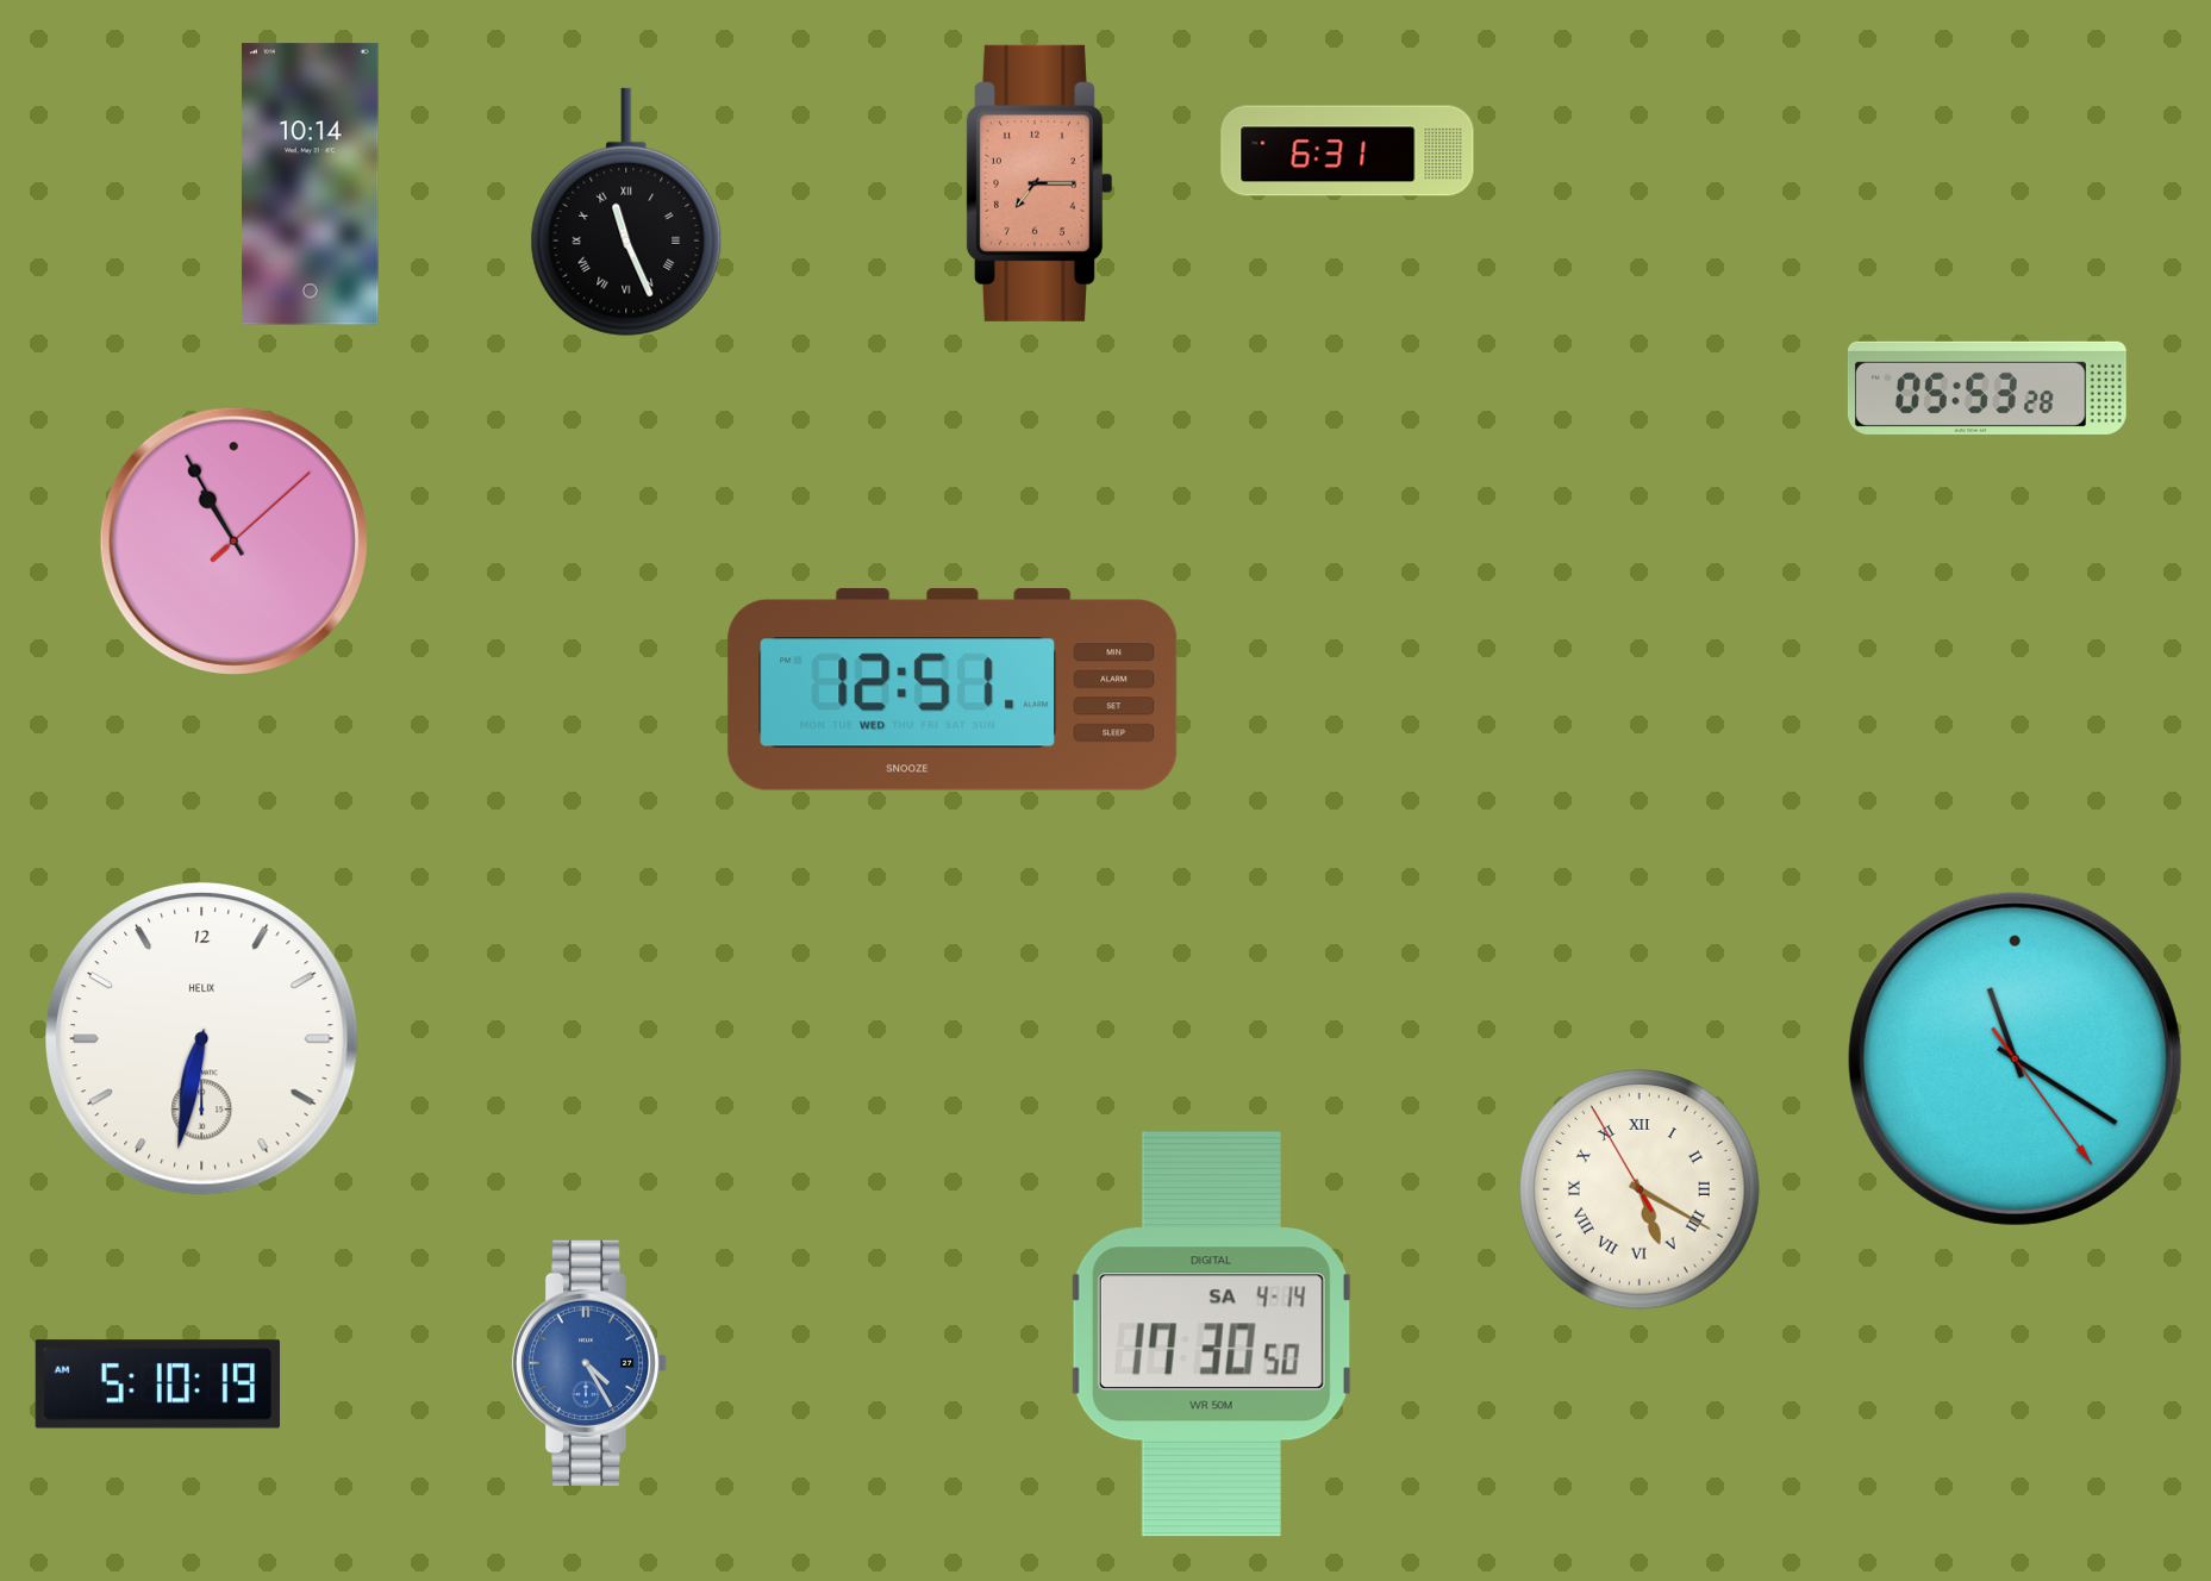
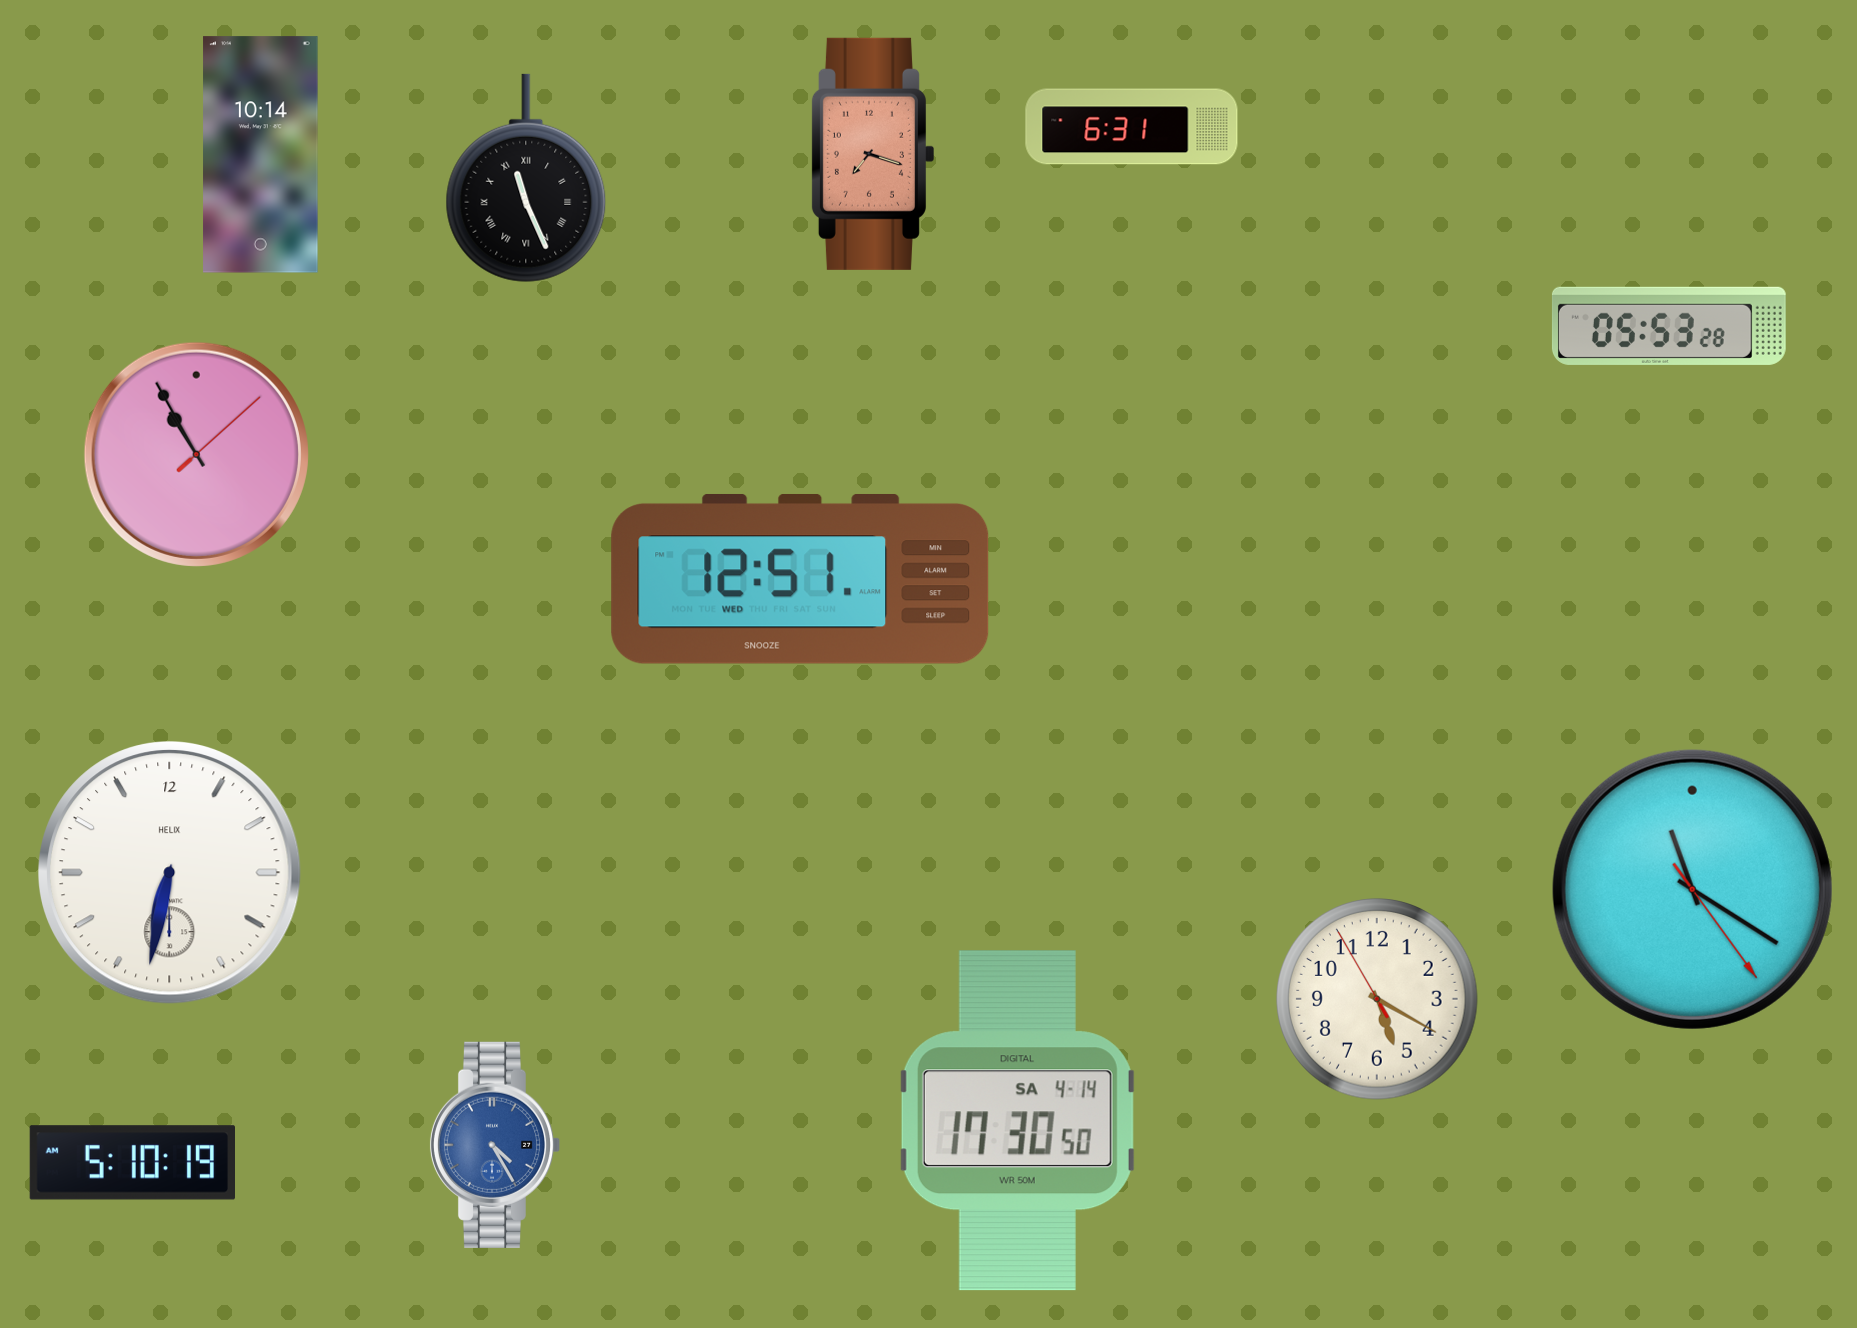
clock at (1038, 183): 7:15 -> 7:18
clock at (1639, 1189) numerals: Roman -> Arabic
